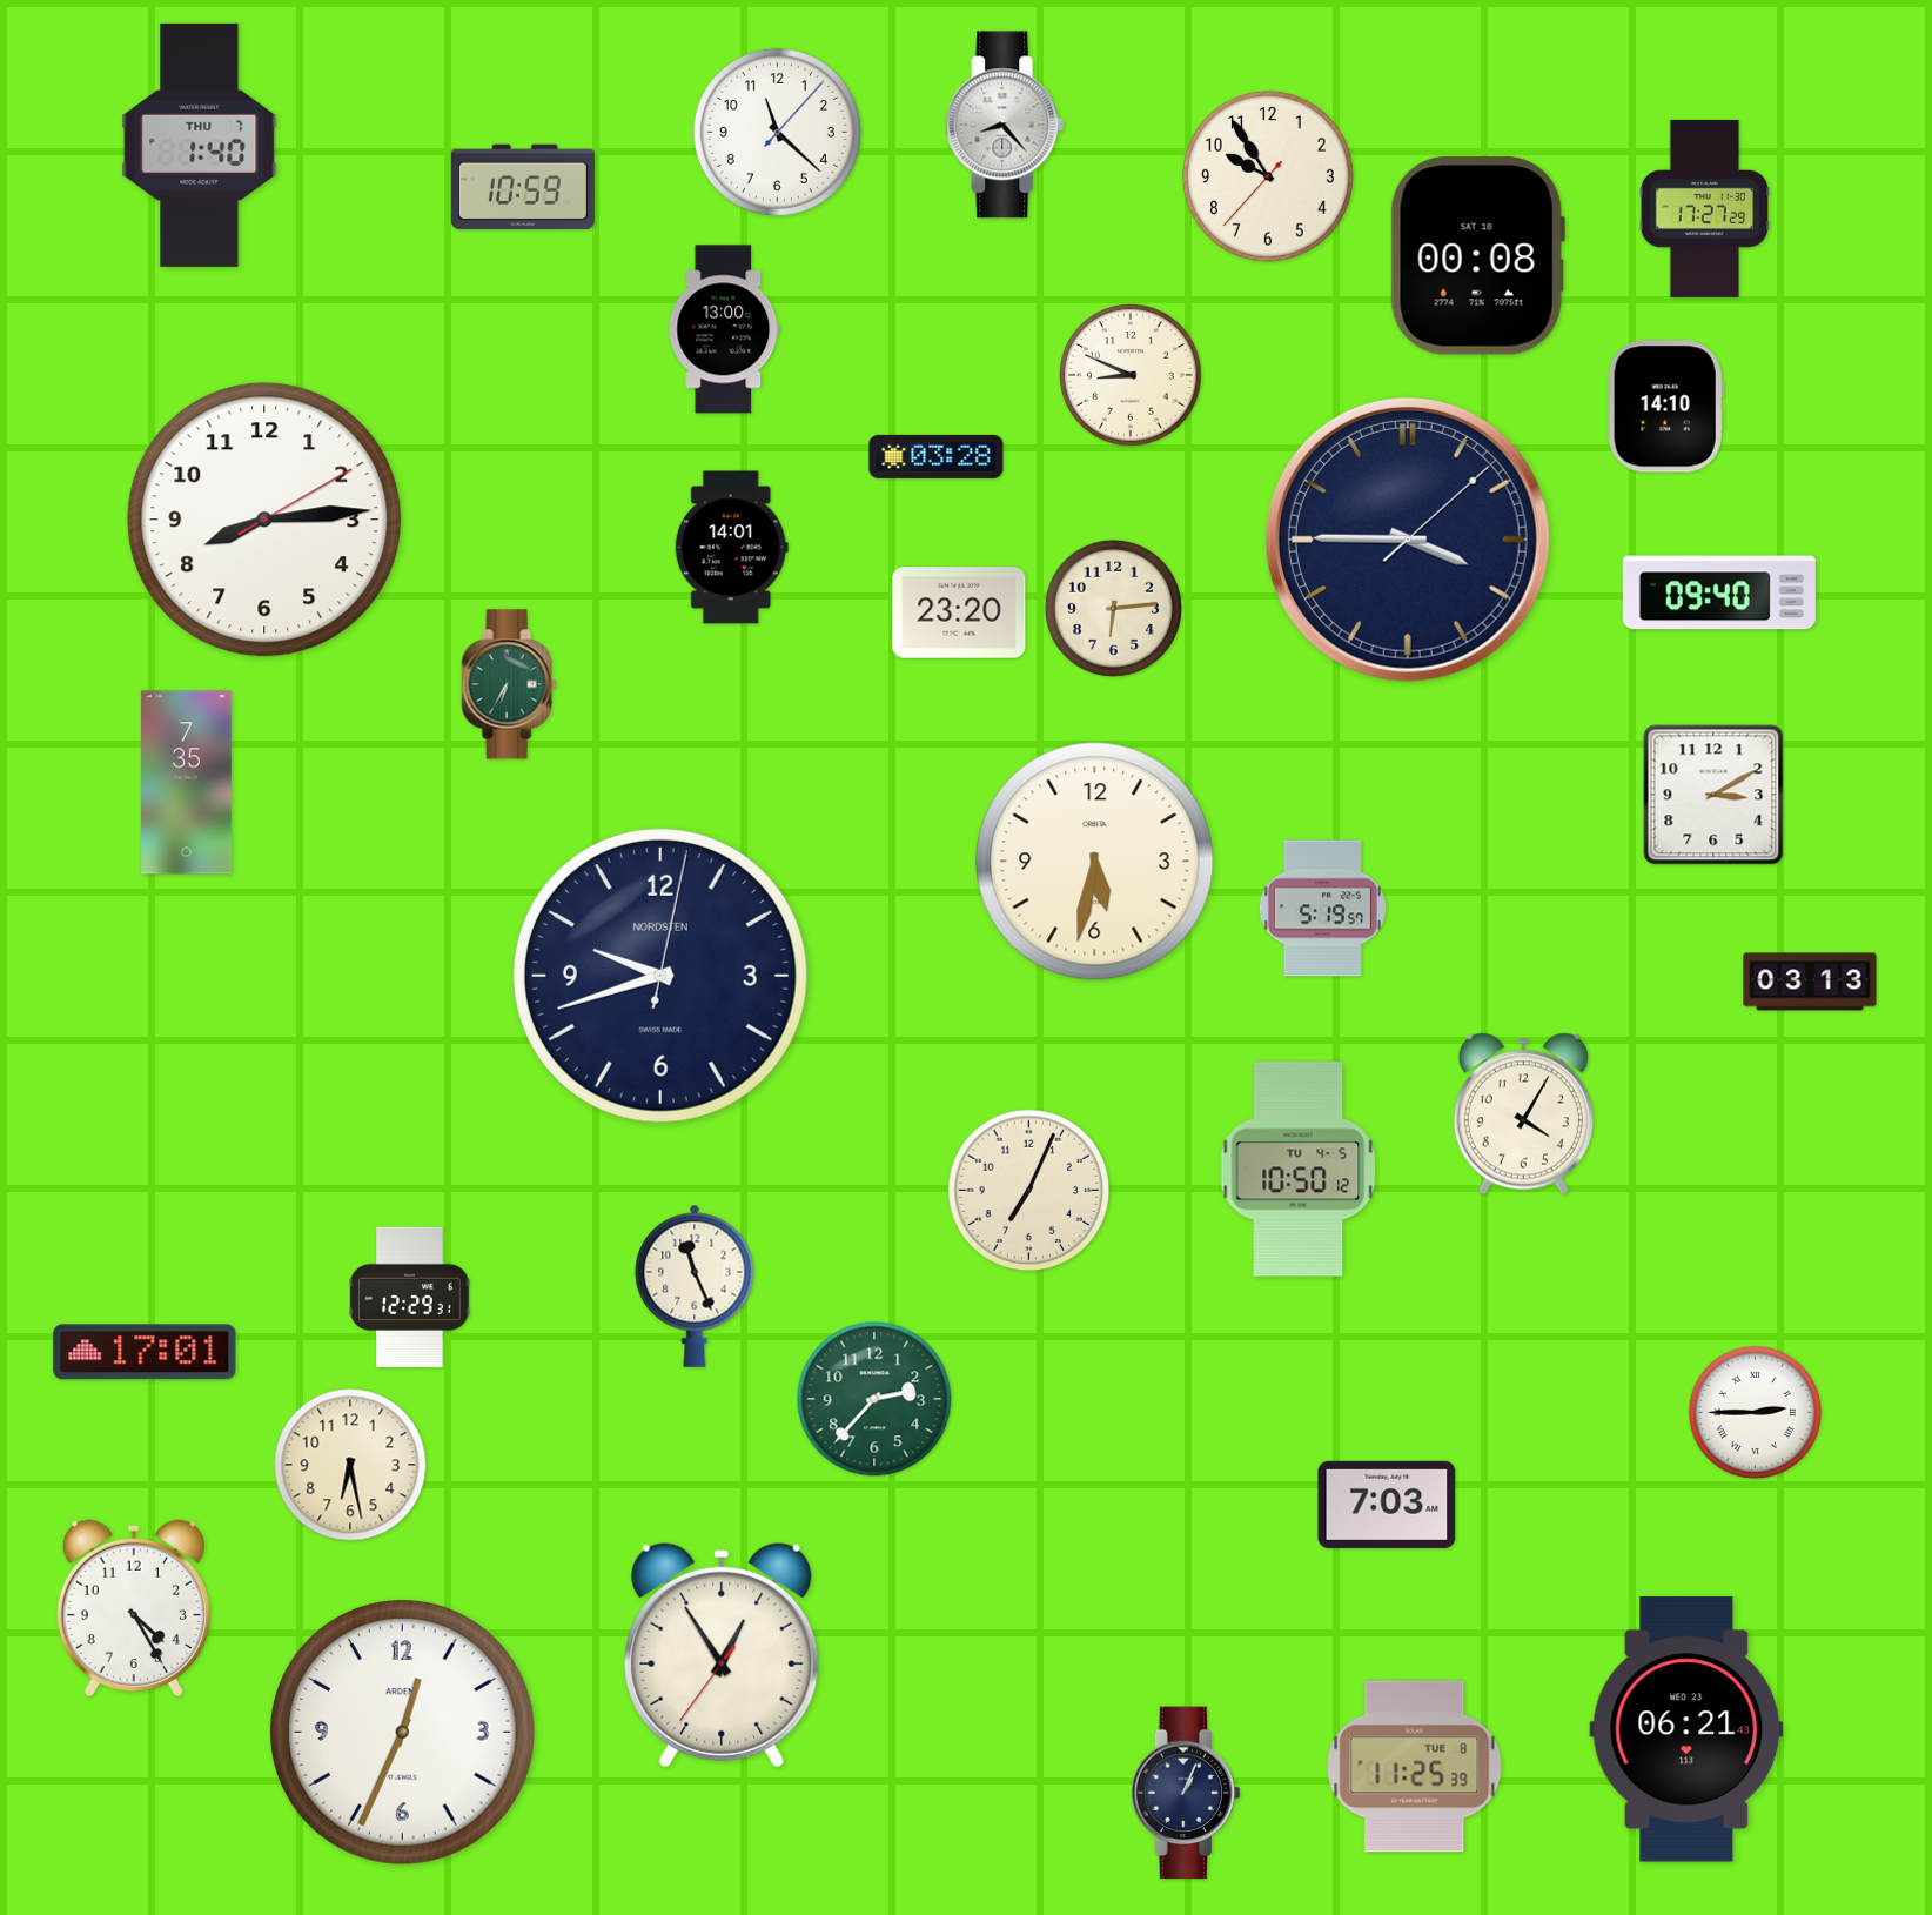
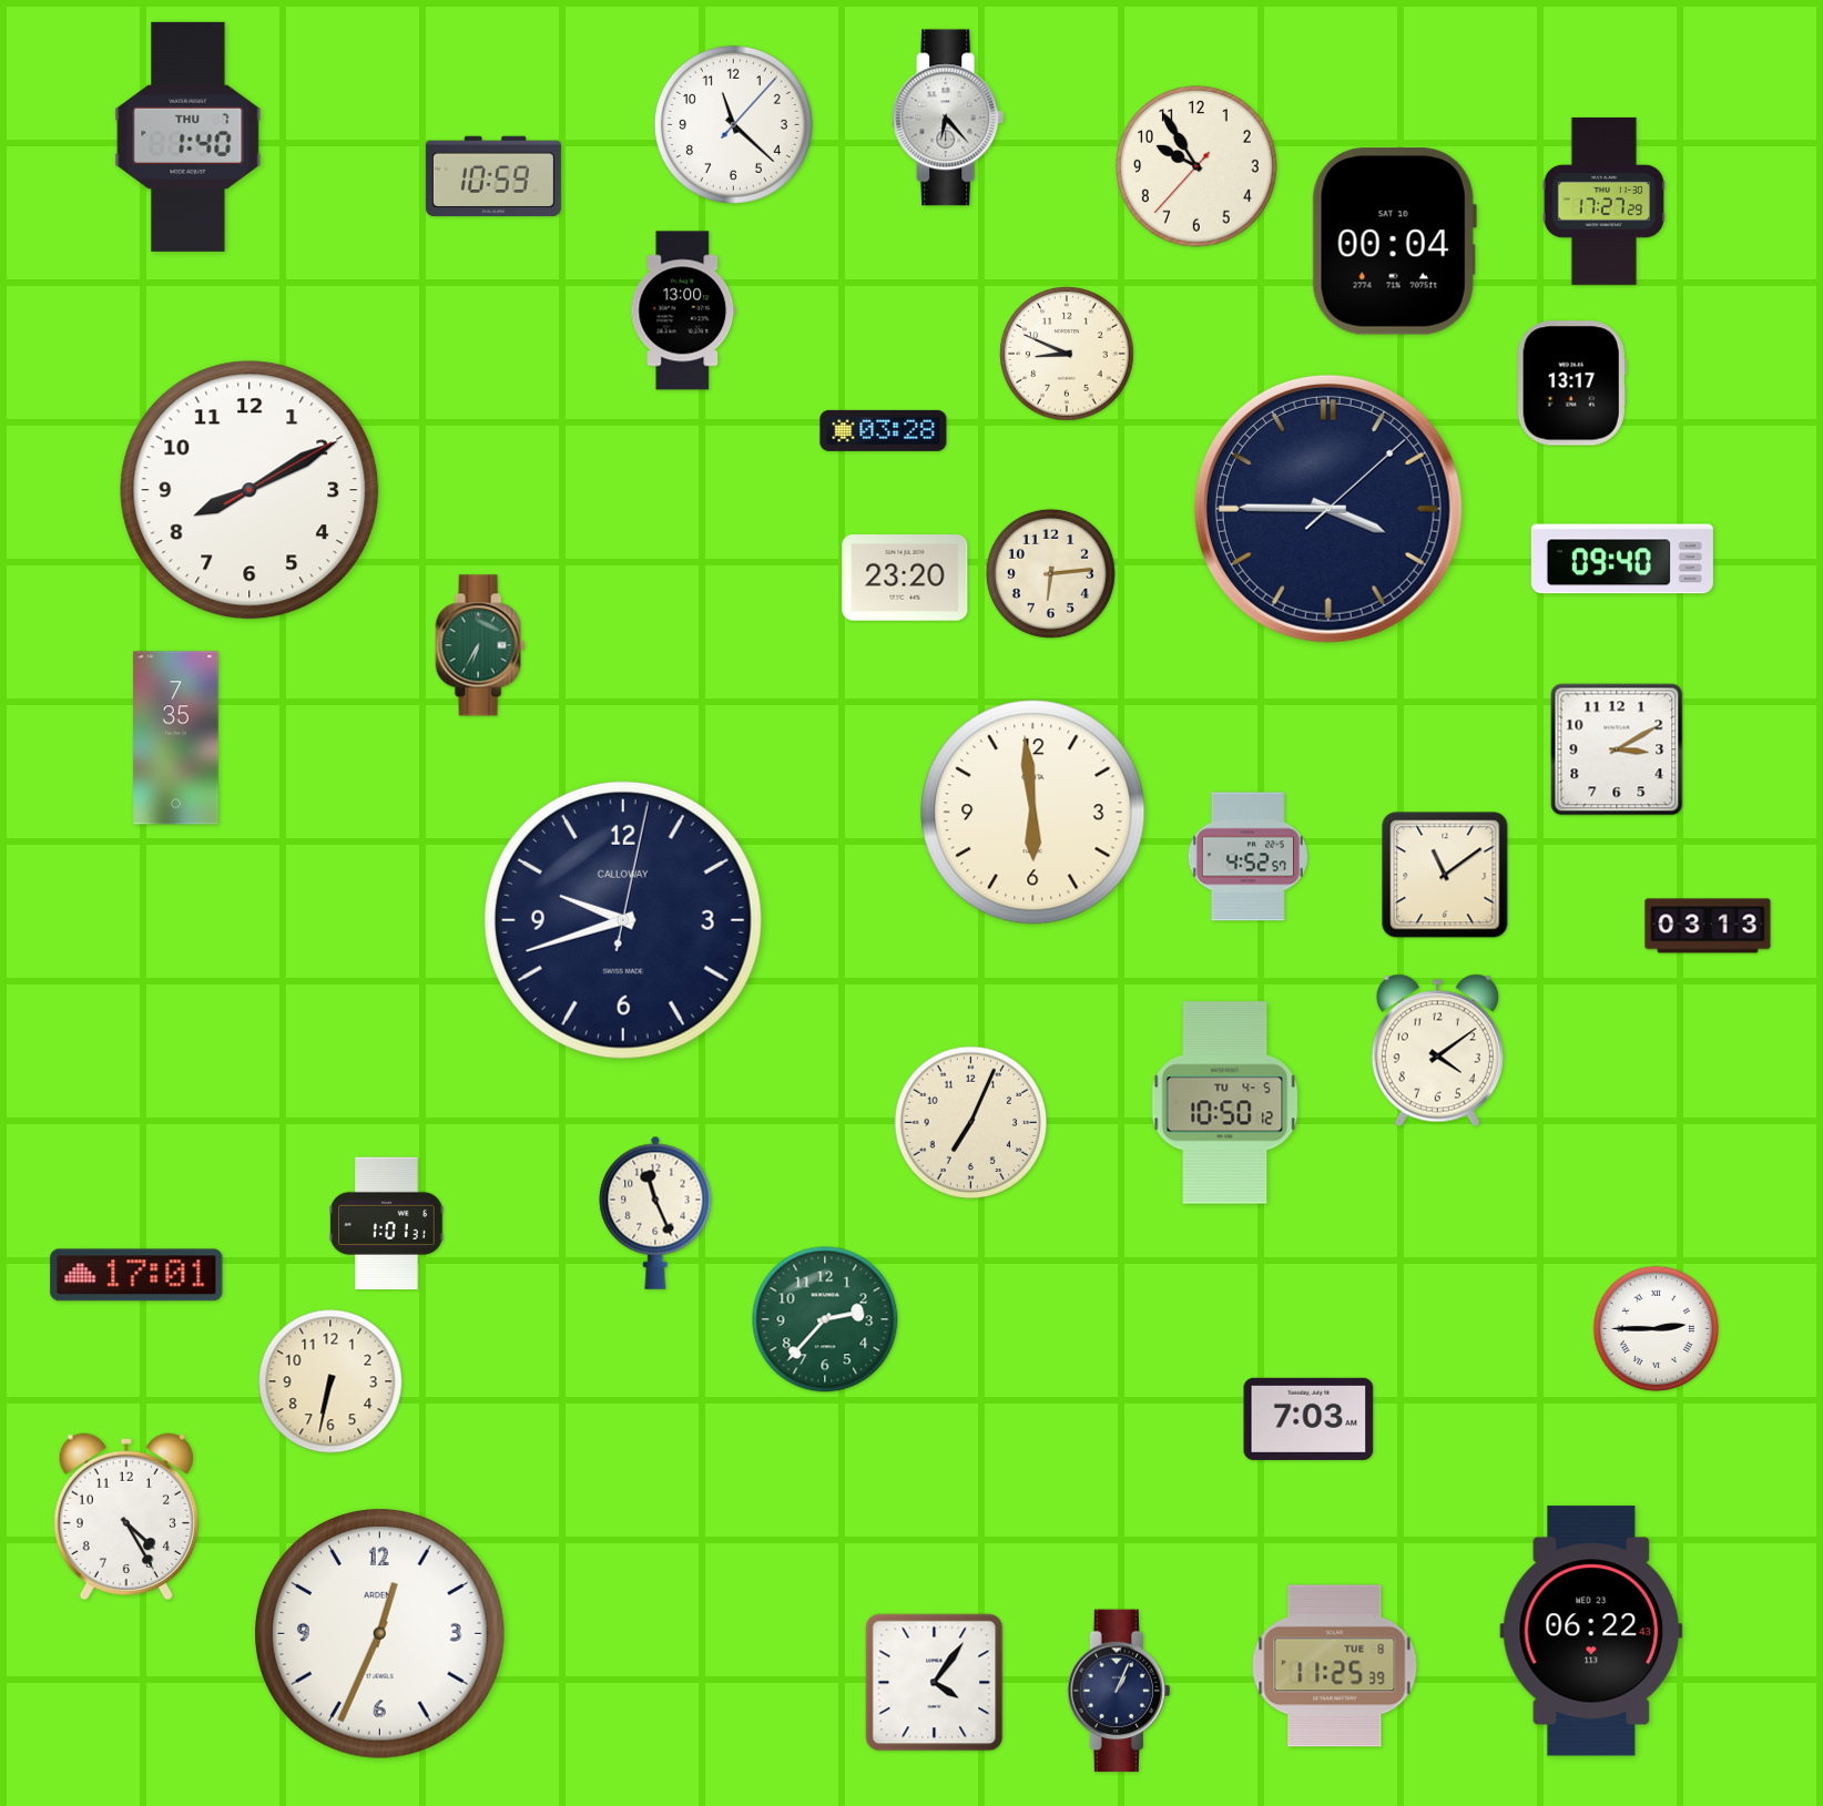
clock at (1005, 125): 8:23 -> 6:23
clock at (1705, 208) position: (1705, 208) -> (1605, 201)
clock at (1477, 256): 00:08 -> 00:04
clock at (1665, 407): 14:10 -> 13:17
clock at (264, 520): 8:14 -> 8:10
clock at (731, 548): 14:01 -> none
clock at (1095, 862): 5:32 -> 5:59
clock at (1322, 909): 5:19 -> 4:52
clock at (1445, 875): none -> 11:09
clock at (660, 976) brand: NORDSTEN -> CALLOWAY
clock at (1523, 1114): 4:05 -> 4:09
clock at (410, 1298): 12:29 -> 1:01
clock at (1755, 1412) position: (1755, 1412) -> (1656, 1328)
clock at (350, 1465): 6:28 -> 6:32
clock at (722, 1655): 12:54 -> none
clock at (1686, 1729): 06:21 -> 06:22
clock at (935, 1683): none -> 4:06
